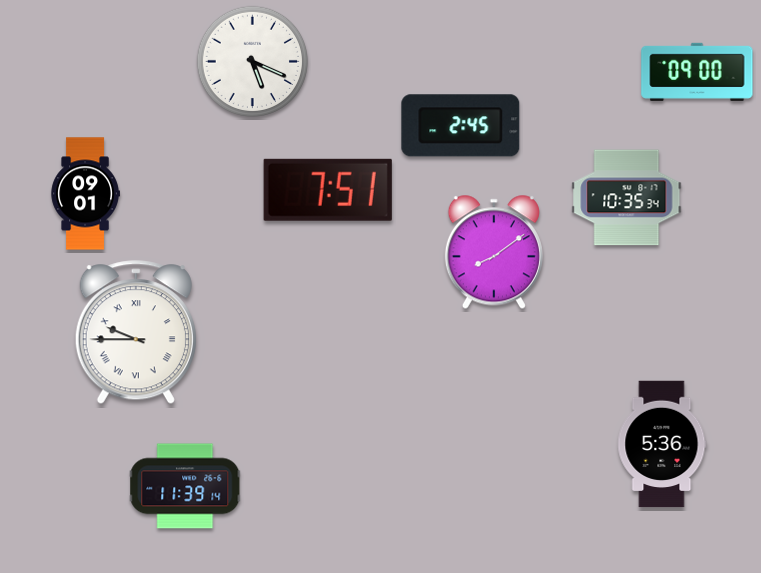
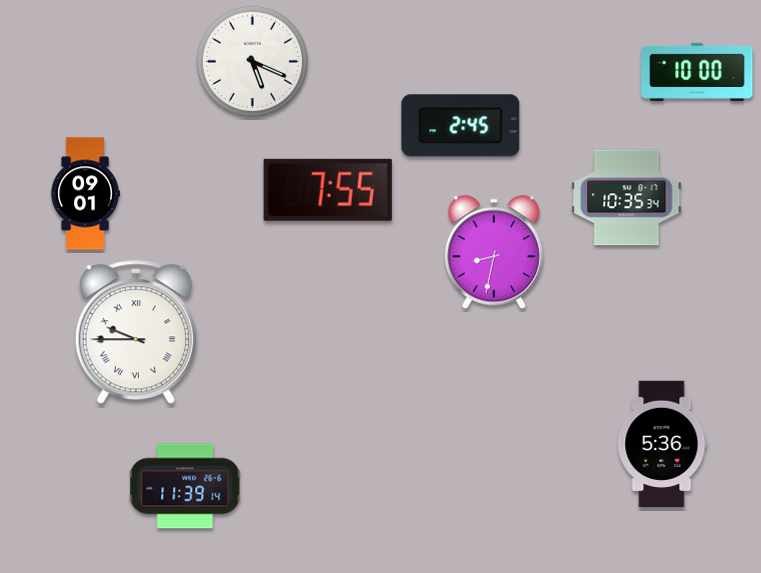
clock at (697, 72): 09:00 -> 10:00
clock at (328, 190): 7:51 -> 7:55
clock at (494, 252): 8:09 -> 8:32
